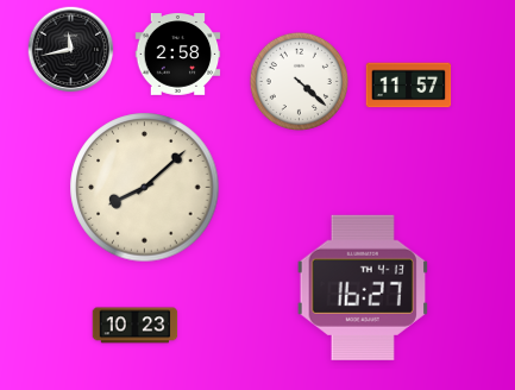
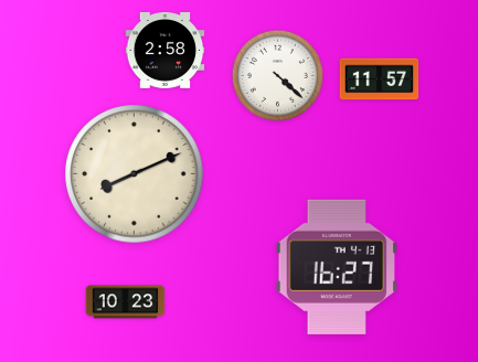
clock at (71, 50): 11:43 -> none
clock at (145, 188): 8:08 -> 8:11
